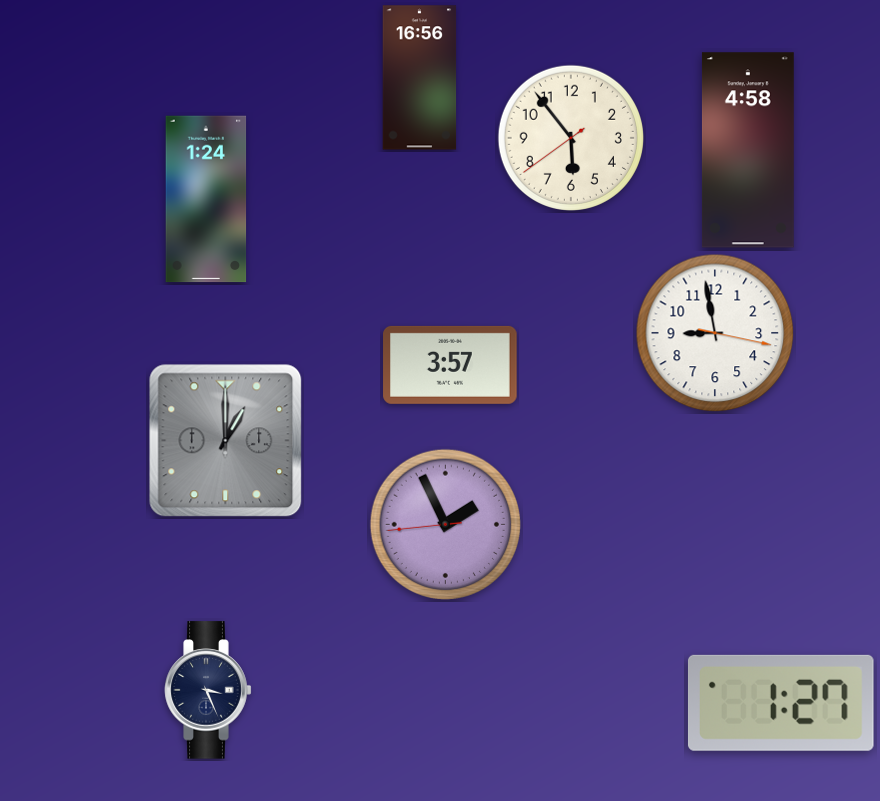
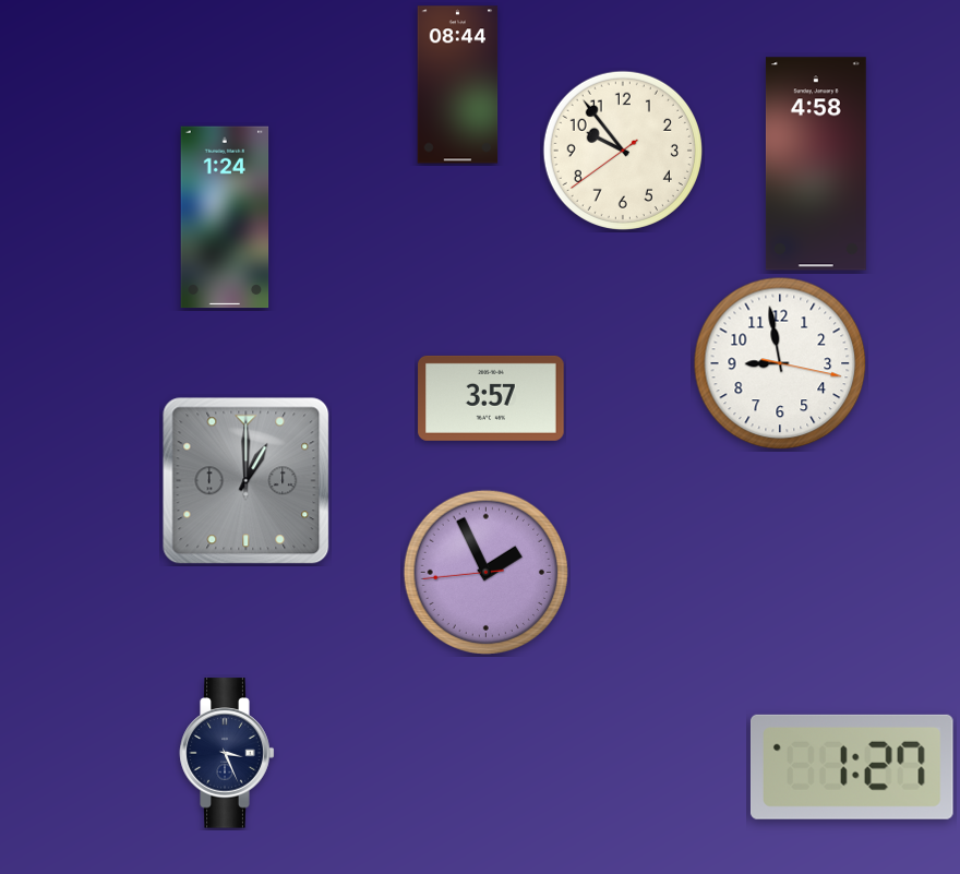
clock at (420, 78): 16:56 -> 08:44
clock at (571, 138): 5:53 -> 9:53
